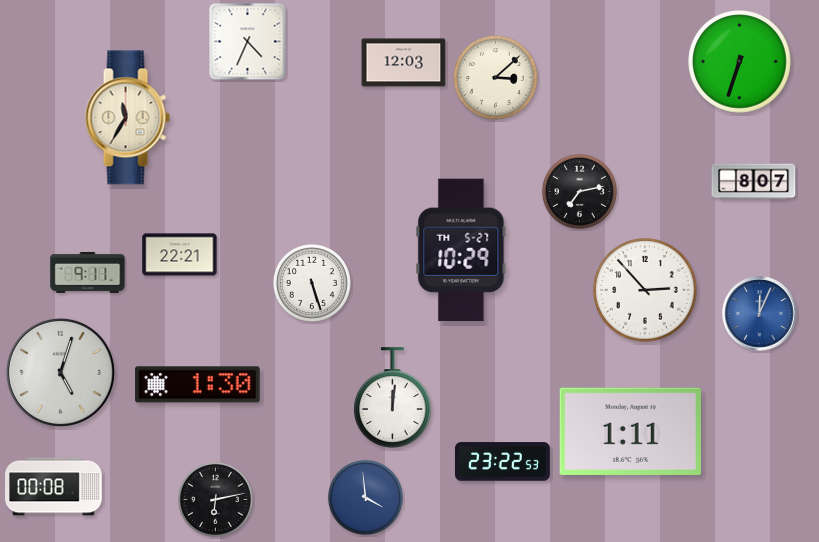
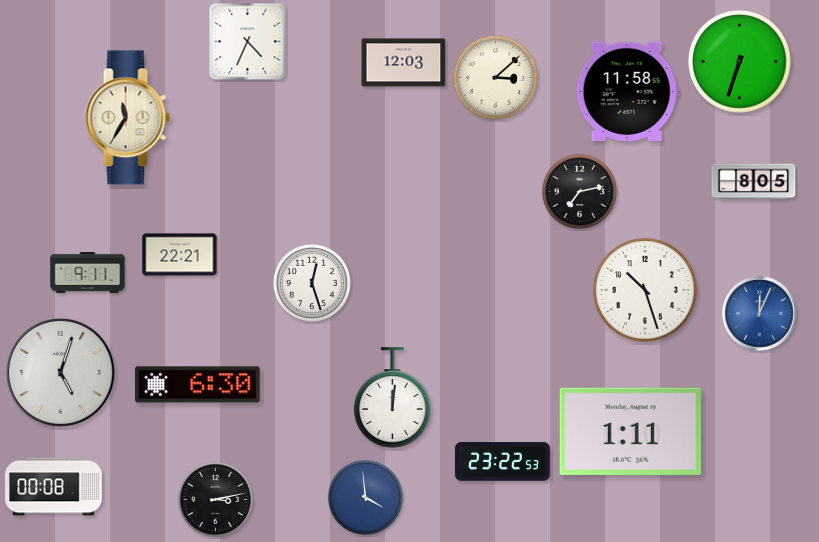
clock at (627, 91): none -> 11:58
clock at (754, 182): 8:07 -> 8:05
clock at (461, 250): 10:29 -> none
clock at (312, 283): 5:27 -> 12:27
clock at (645, 290): 2:53 -> 10:27
clock at (198, 385): 1:30 -> 6:30
clock at (215, 499): 6:13 -> 3:13
